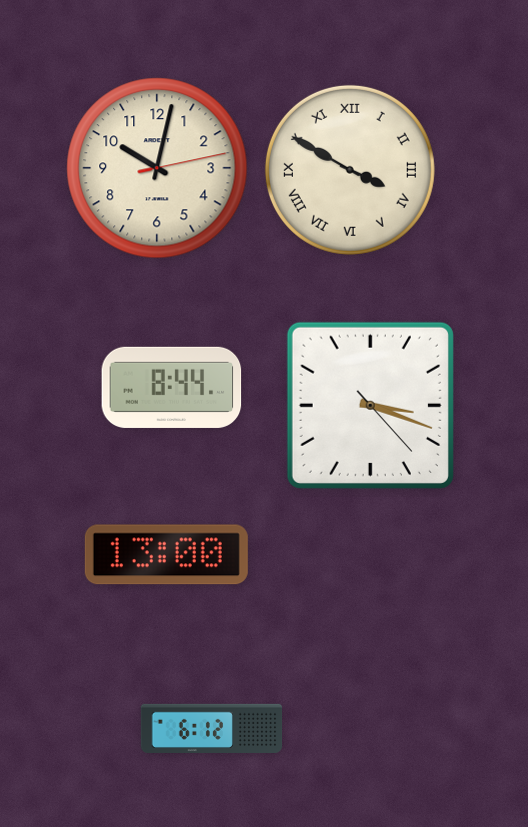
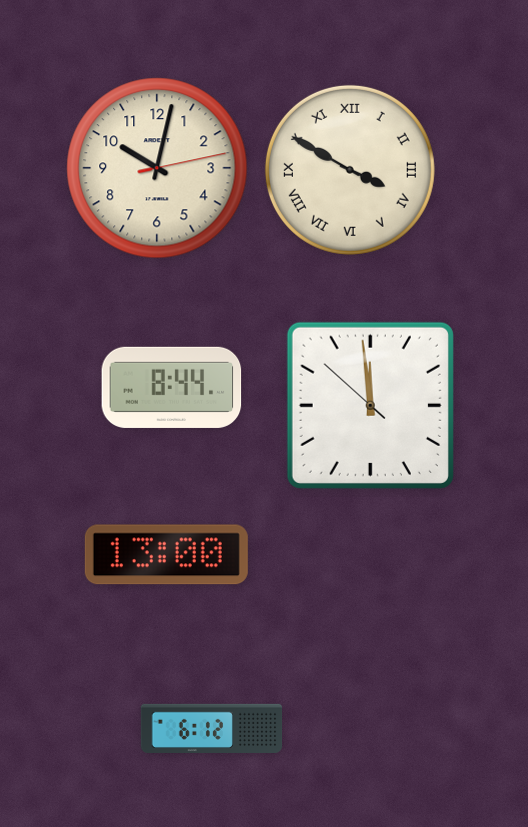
clock at (370, 405): 3:18 -> 11:58
